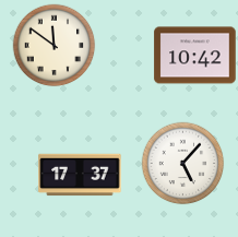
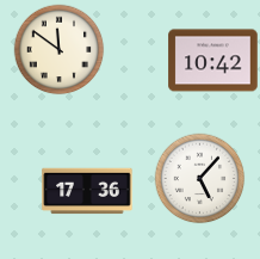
clock at (80, 175): 17:37 -> 17:36
